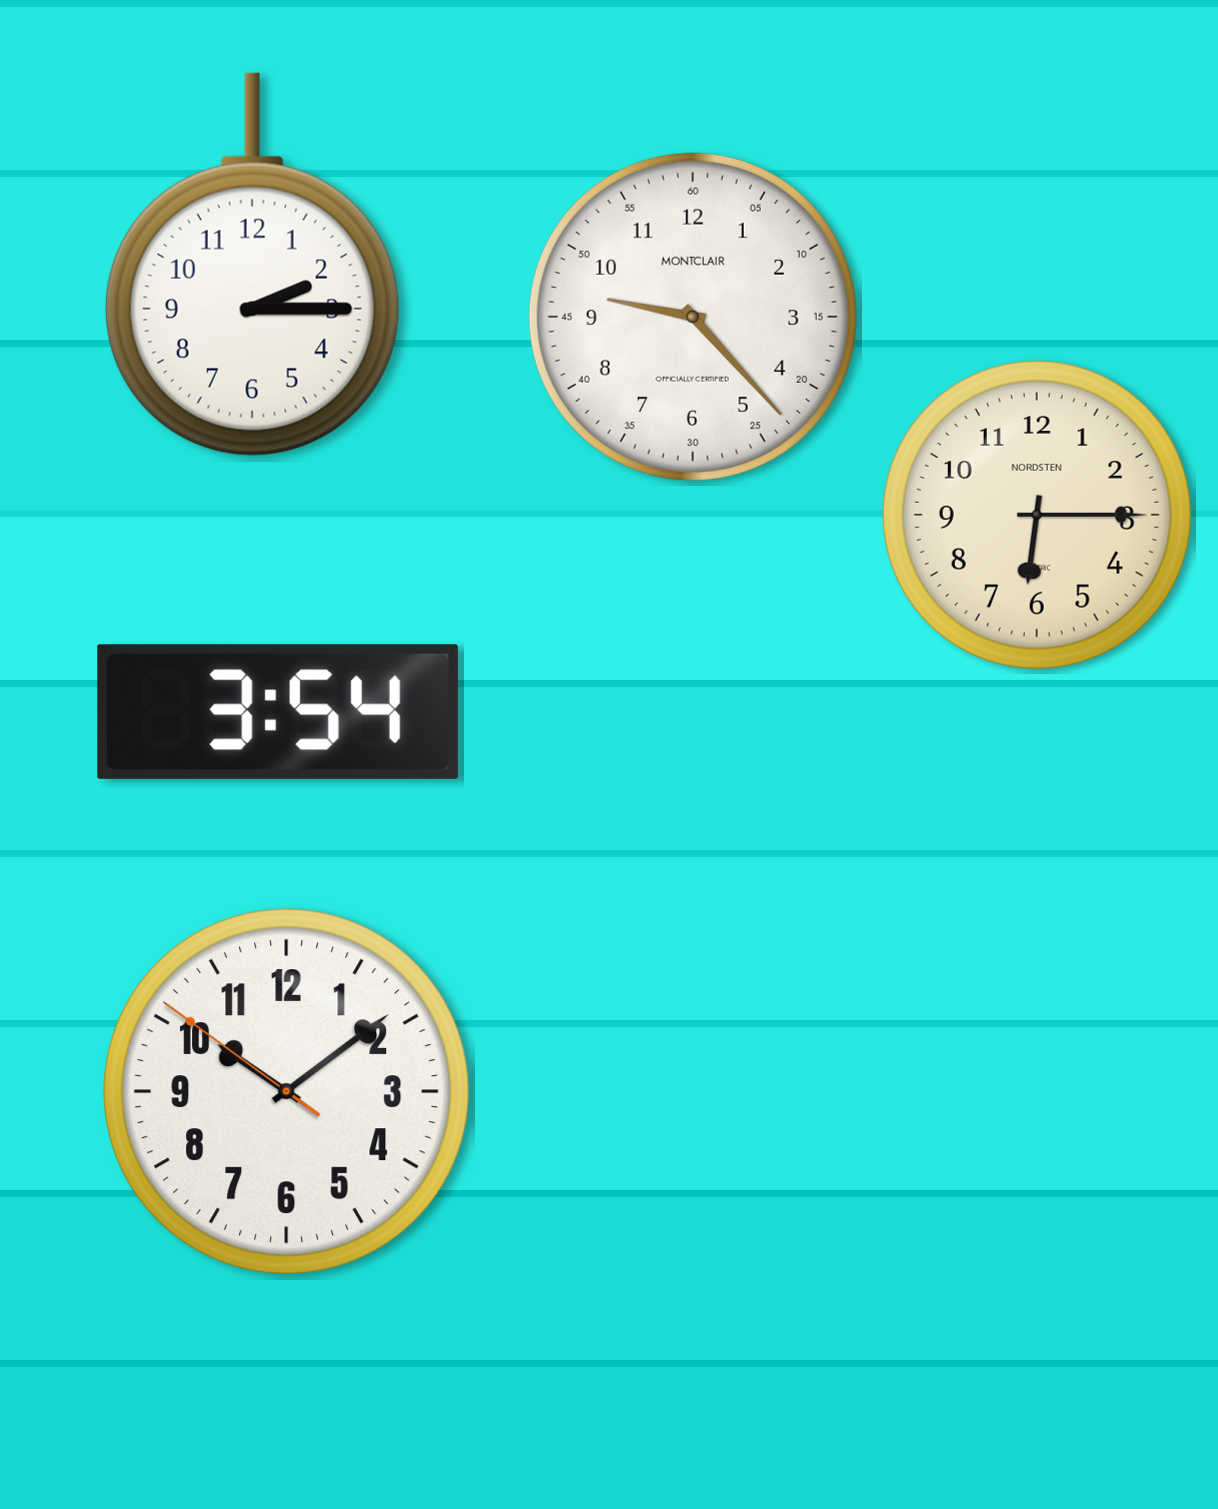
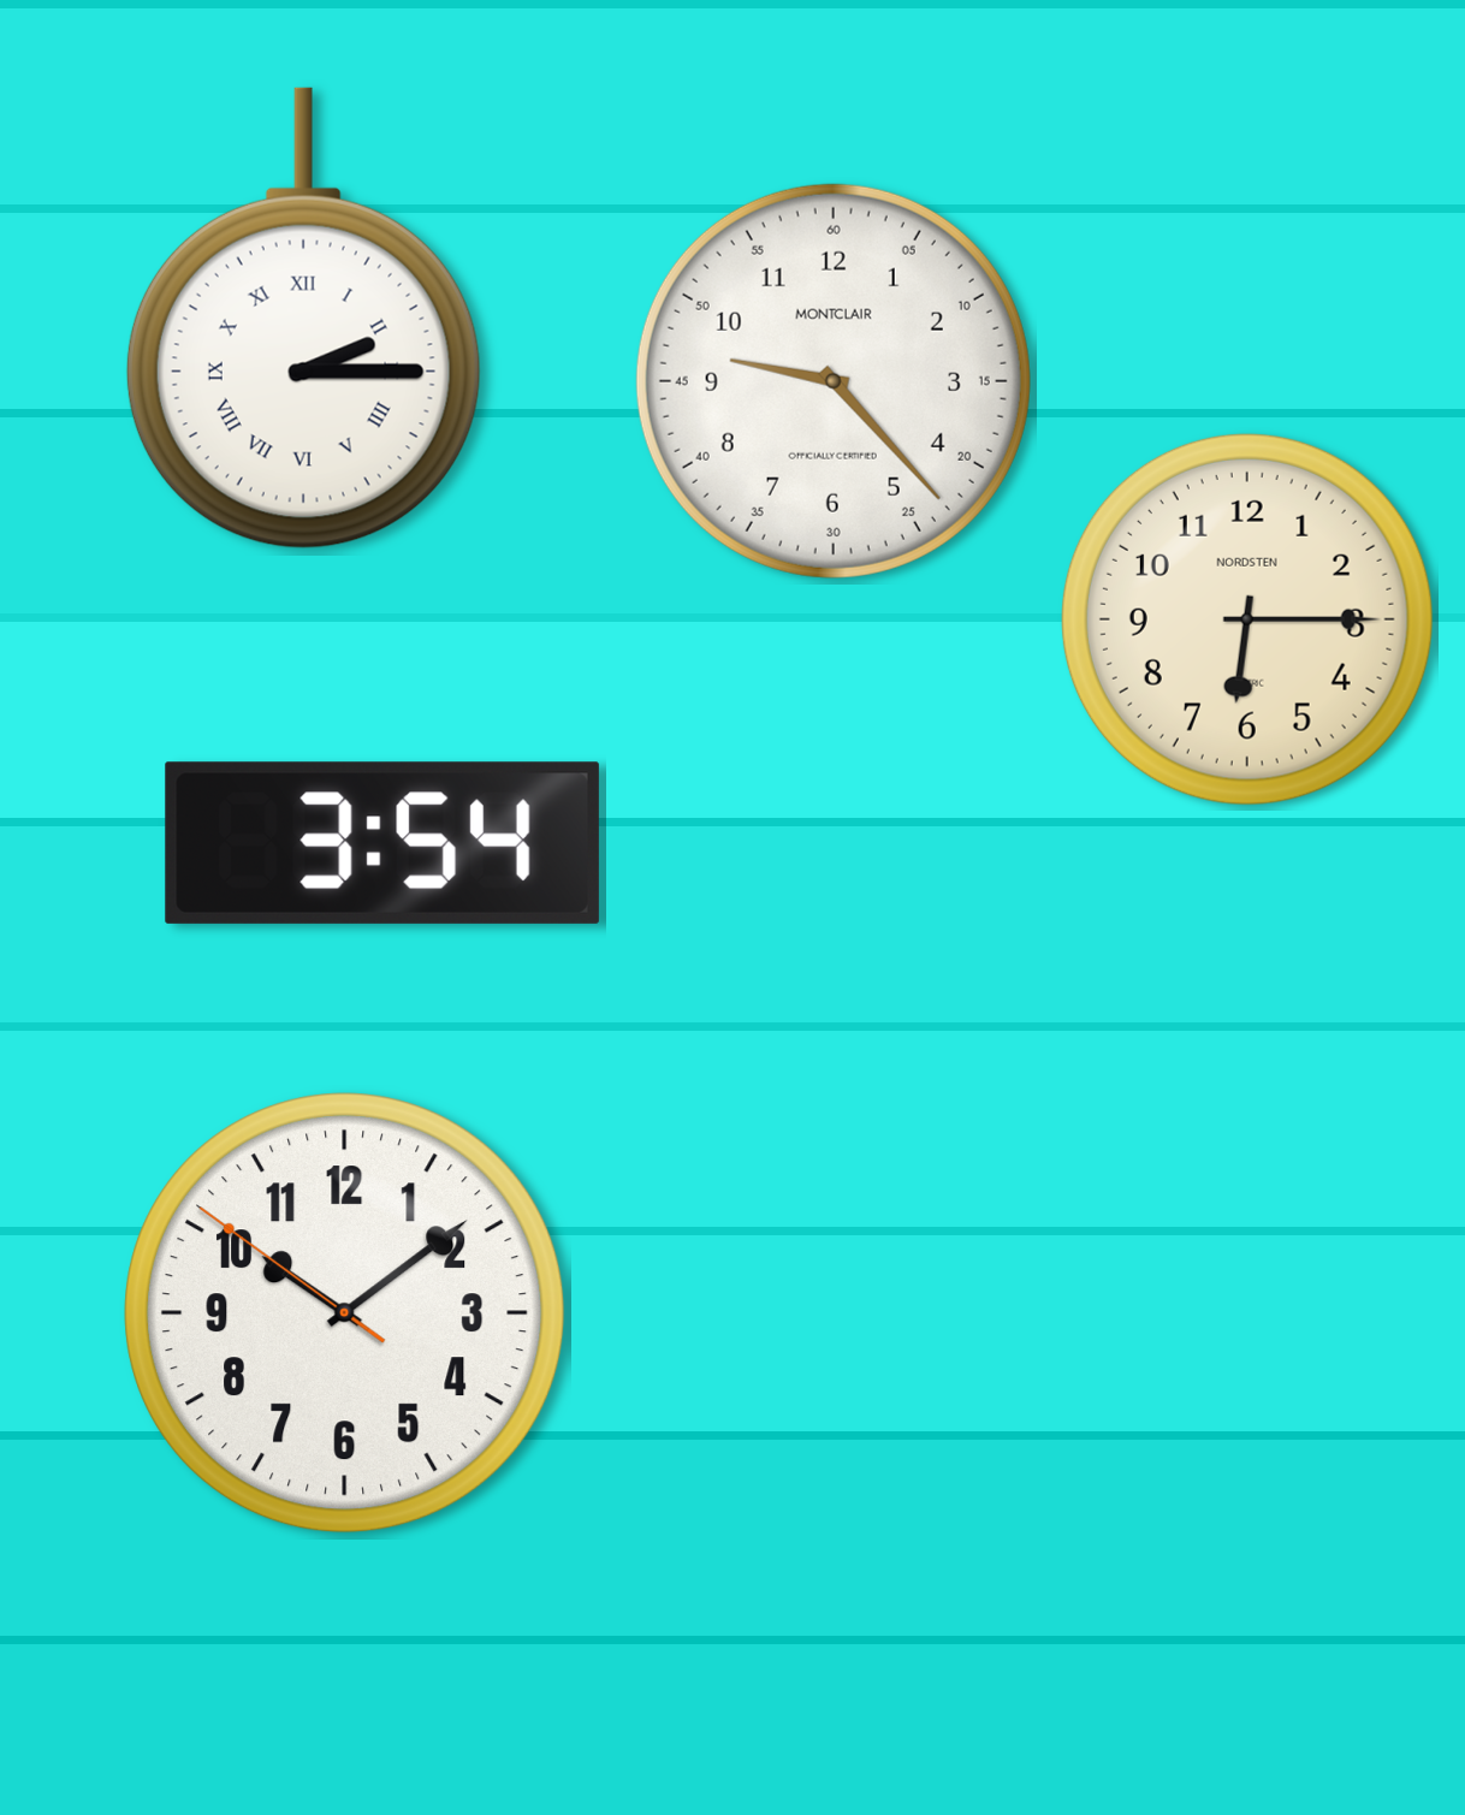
clock at (252, 265) numerals: Arabic -> Roman
clock at (278, 712) position: (278, 712) -> (382, 843)
